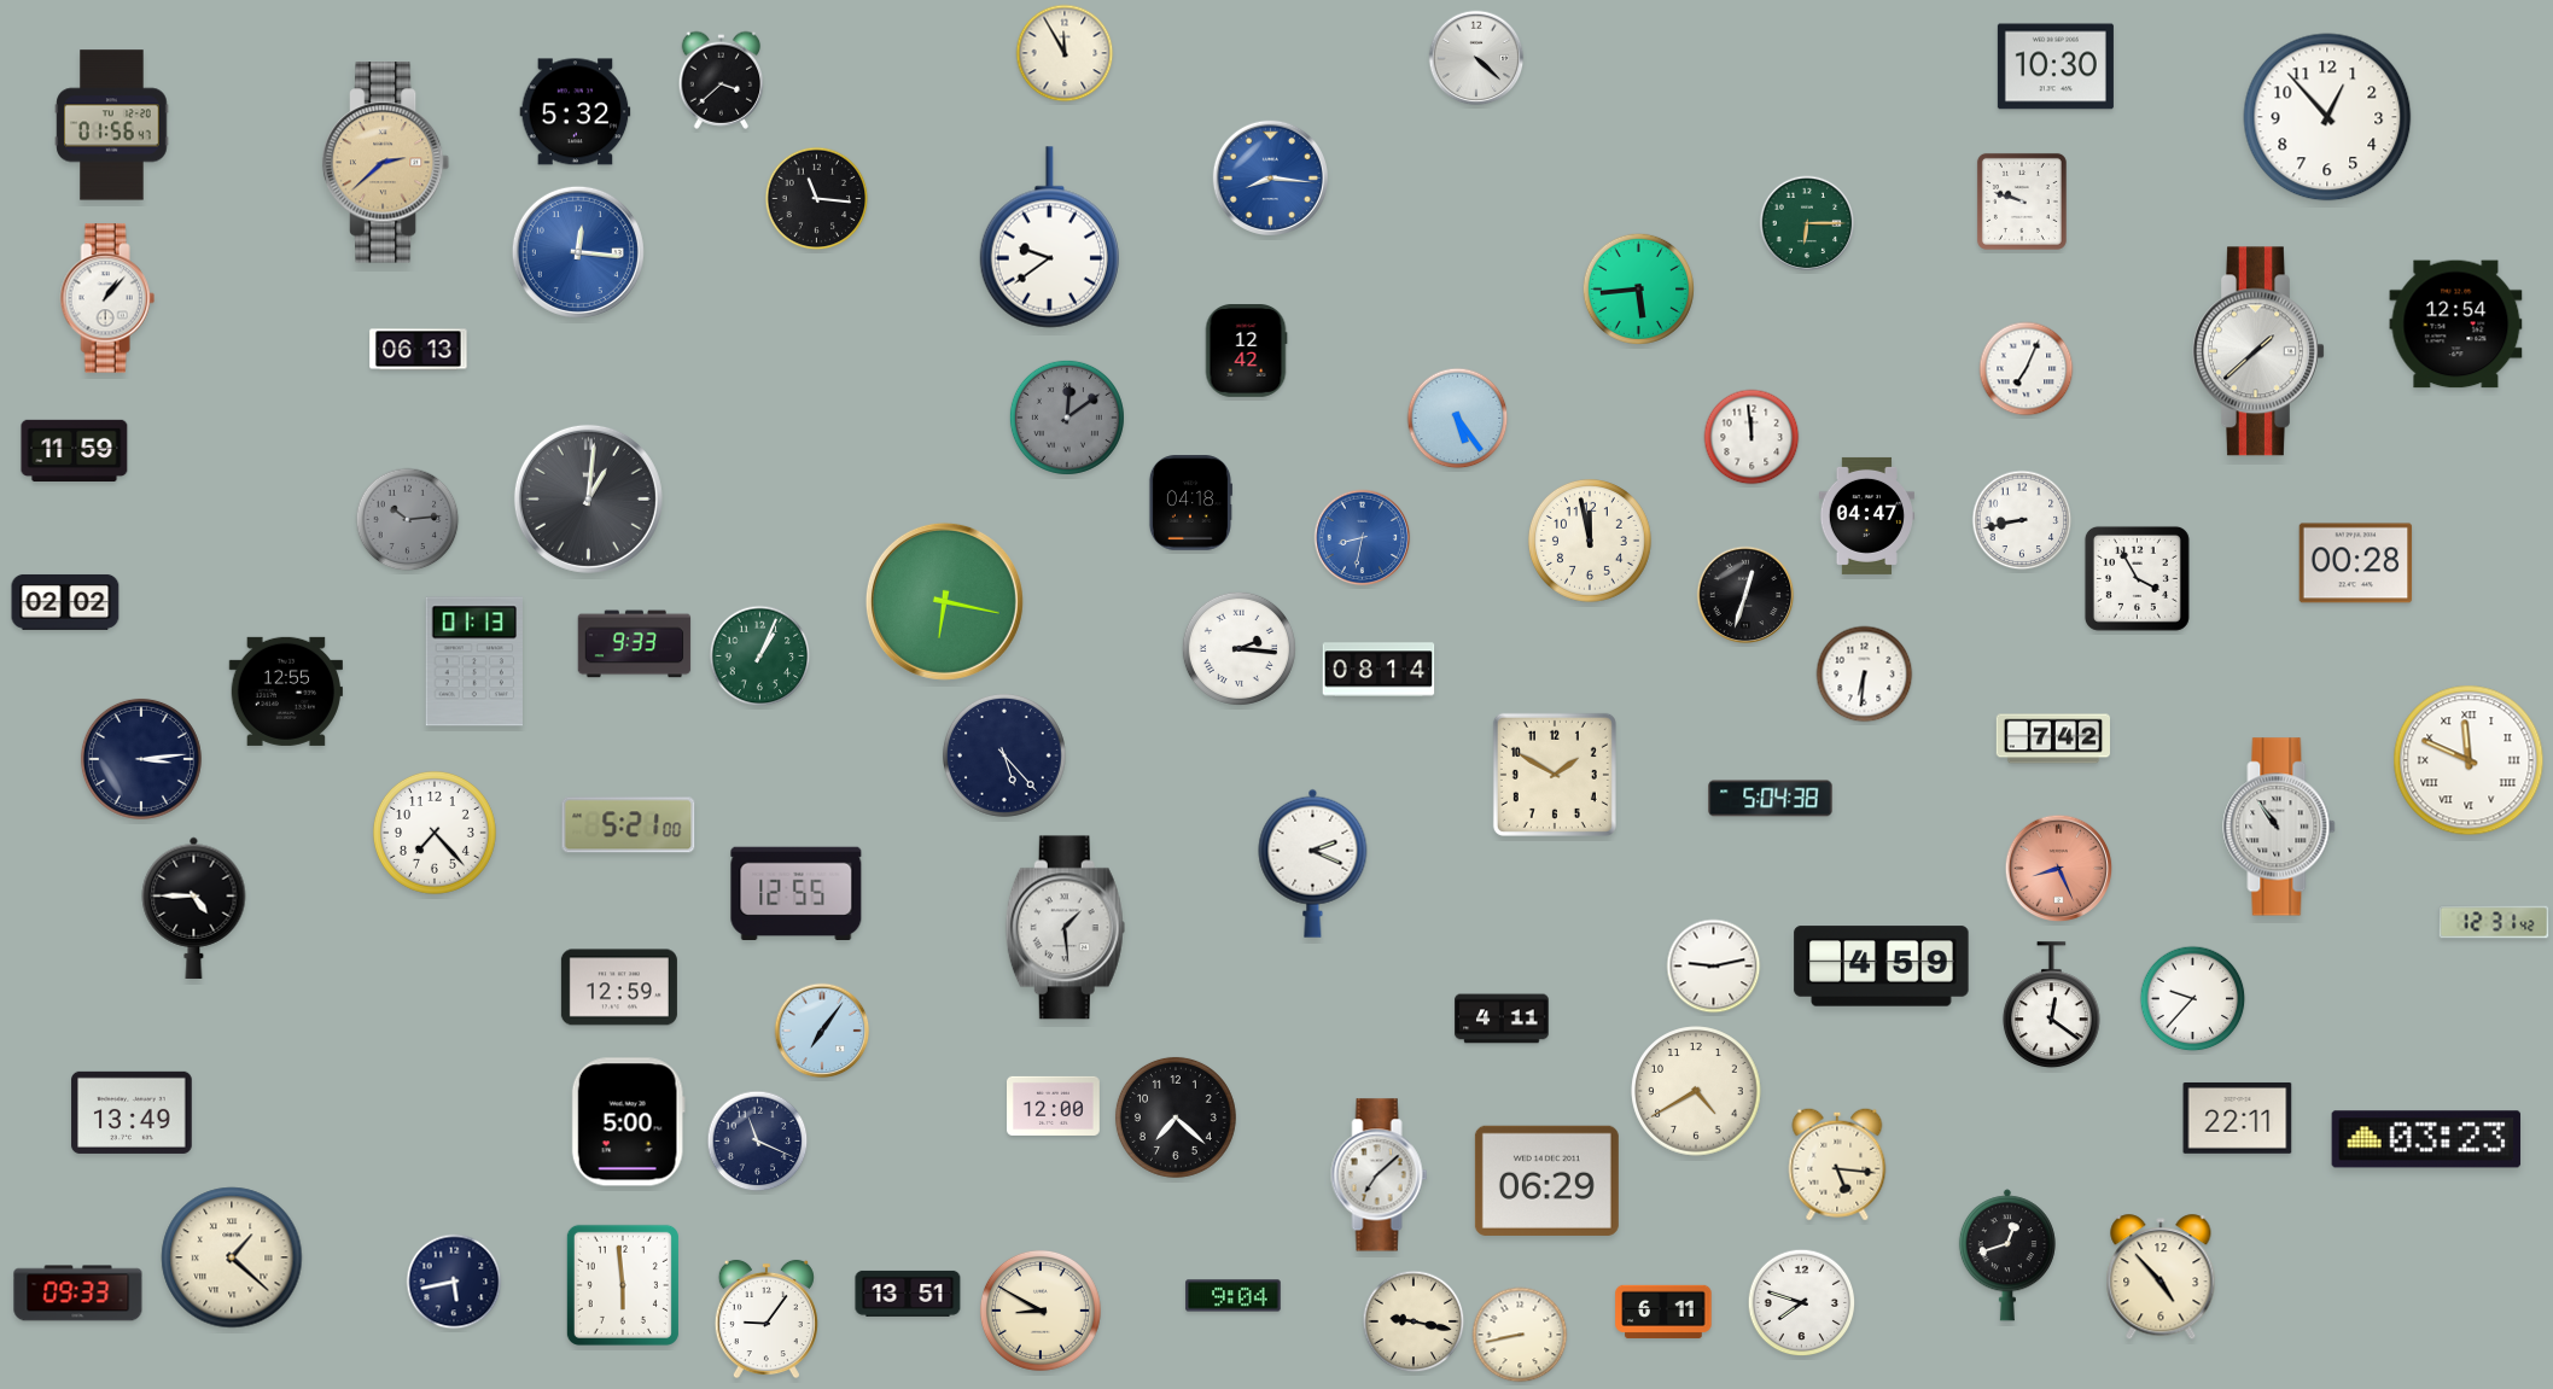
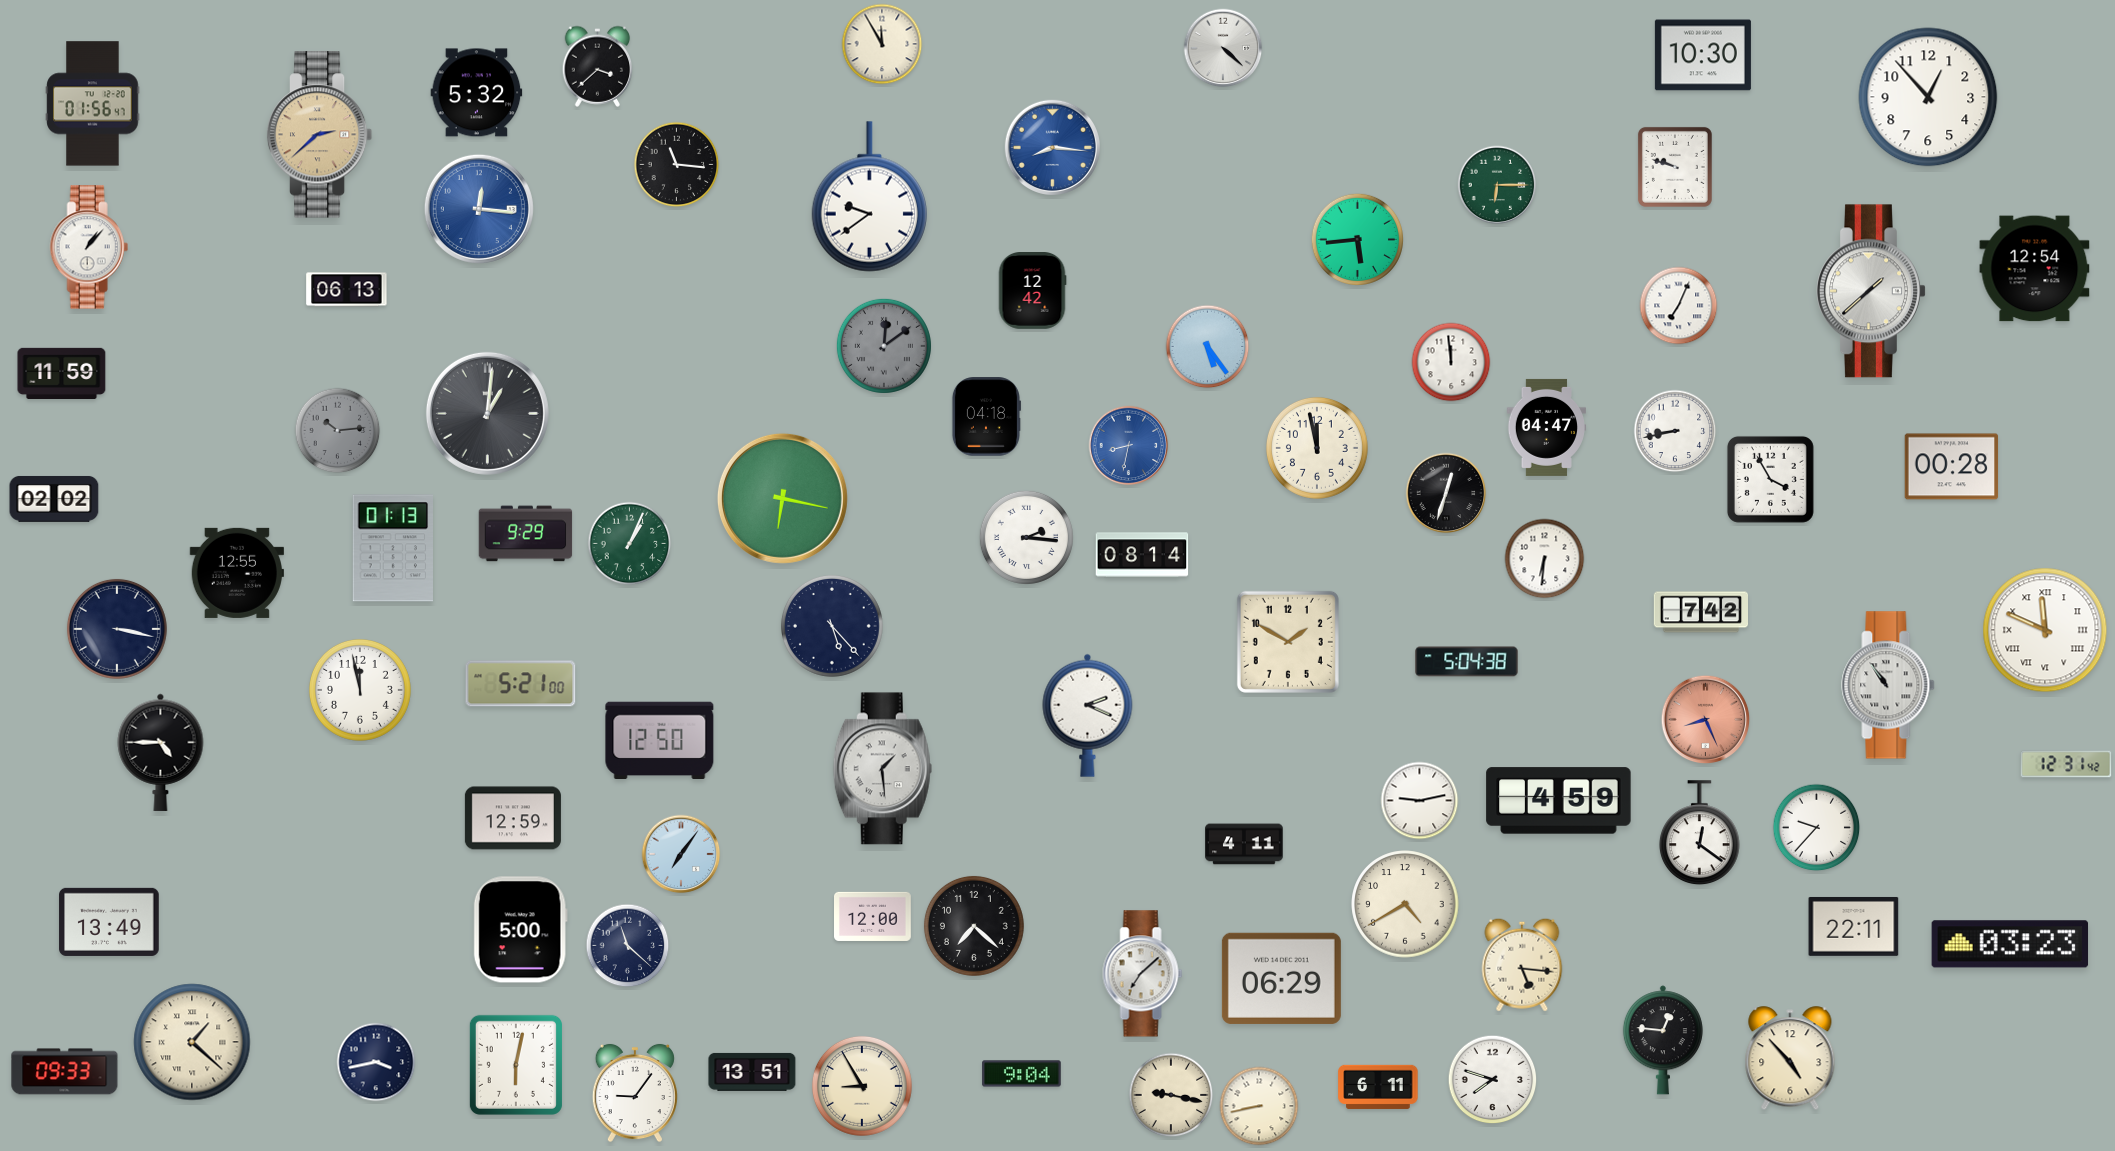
clock at (635, 644): 9:33 -> 9:29
clock at (141, 759): 3:14 -> 3:17
clock at (435, 833): 7:23 -> 11:58
clock at (797, 894): 12:55 -> 12:50
clock at (758, 1142): 11:19 -> 11:22
clock at (2007, 1255): 12:42 -> 12:46
clock at (454, 1282): 5:43 -> 3:43
clock at (623, 1285): 5:59 -> 6:02
clock at (1041, 1311): 8:50 -> 8:55
